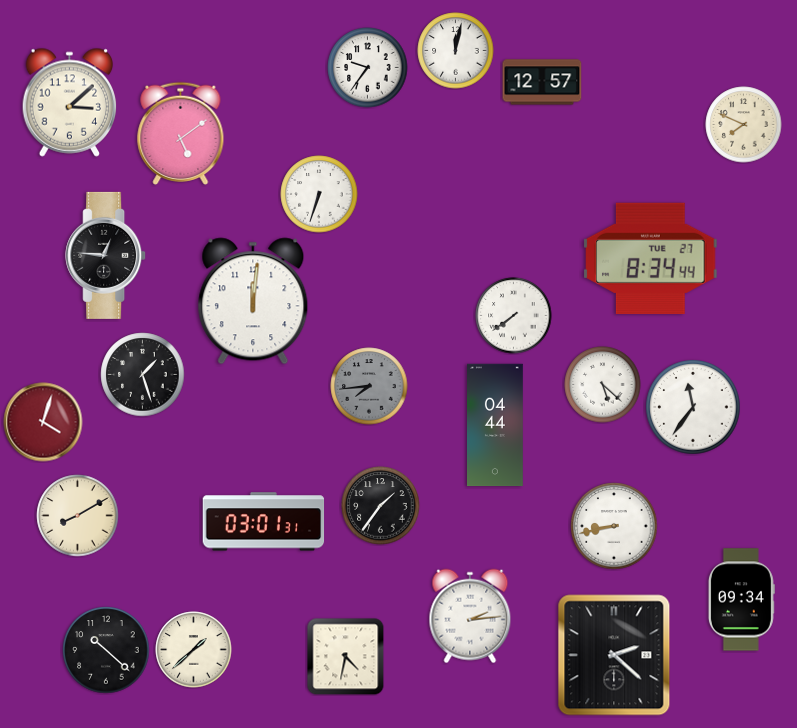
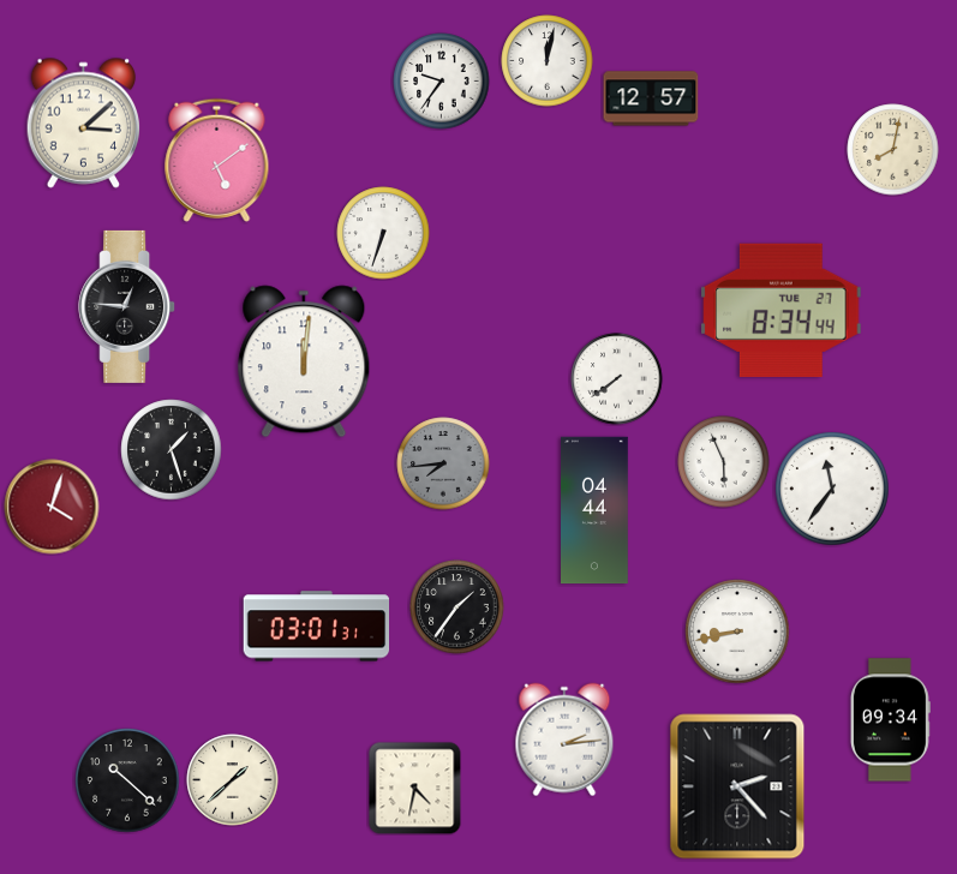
clock at (744, 125): 7:49 -> 8:02
clock at (603, 385): 5:22 -> 5:56
clock at (78, 516): 8:10 -> none
clock at (614, 655): 2:22 -> 2:23
